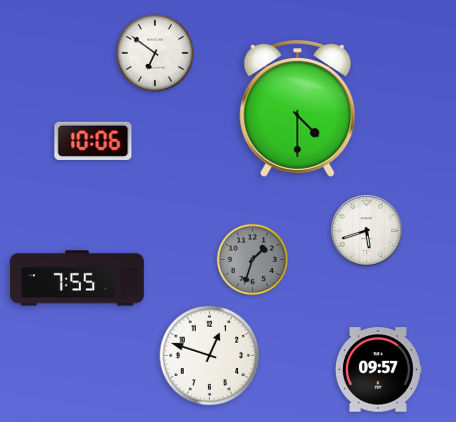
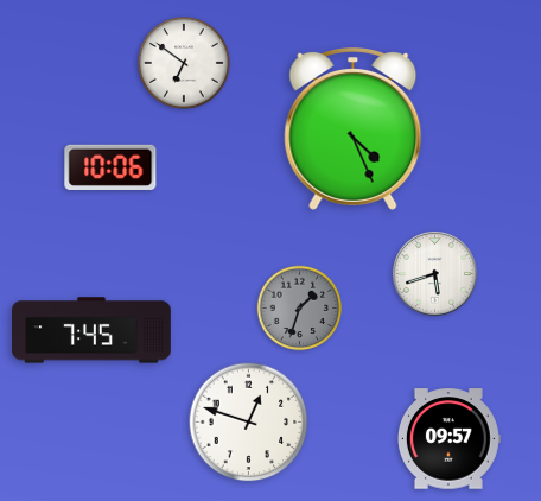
clock at (298, 109): 4:30 -> 4:26
clock at (78, 278): 7:55 -> 7:45
